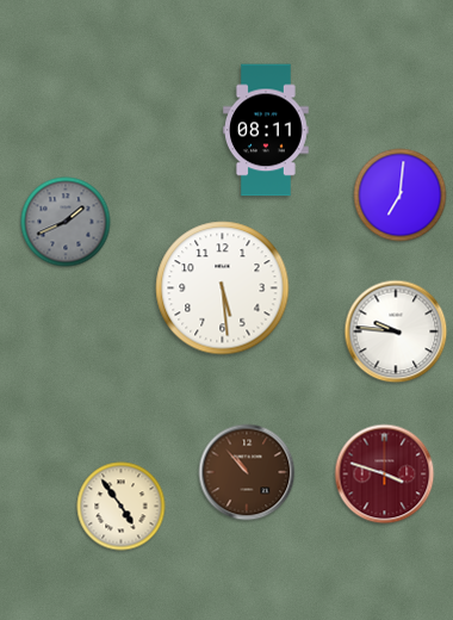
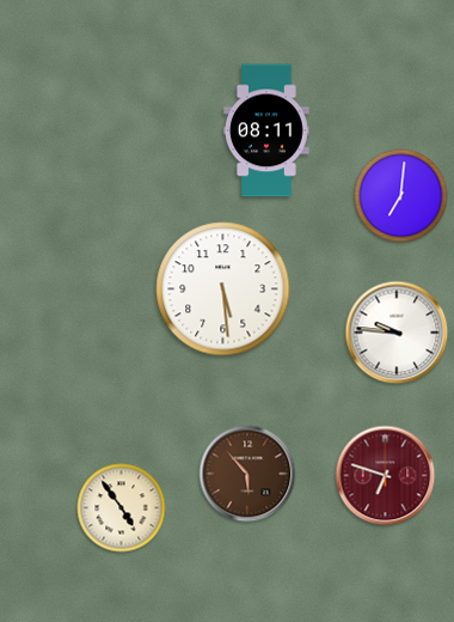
clock at (66, 222): 1:41 -> none
clock at (247, 472): 10:53 -> 5:53
clock at (385, 475): 3:48 -> 6:48
